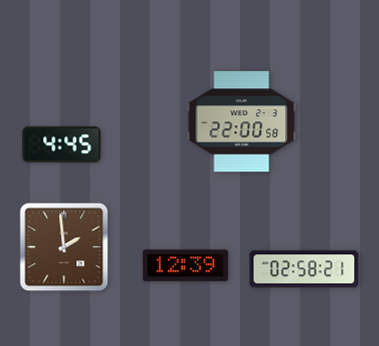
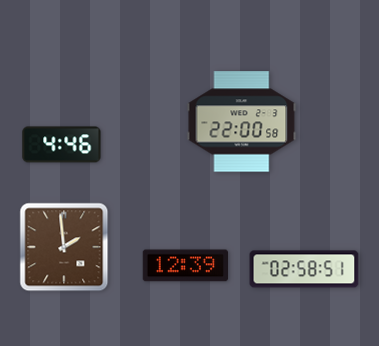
clock at (62, 145): 4:45 -> 4:46
clock at (304, 269): 02:58:21 -> 02:58:51
